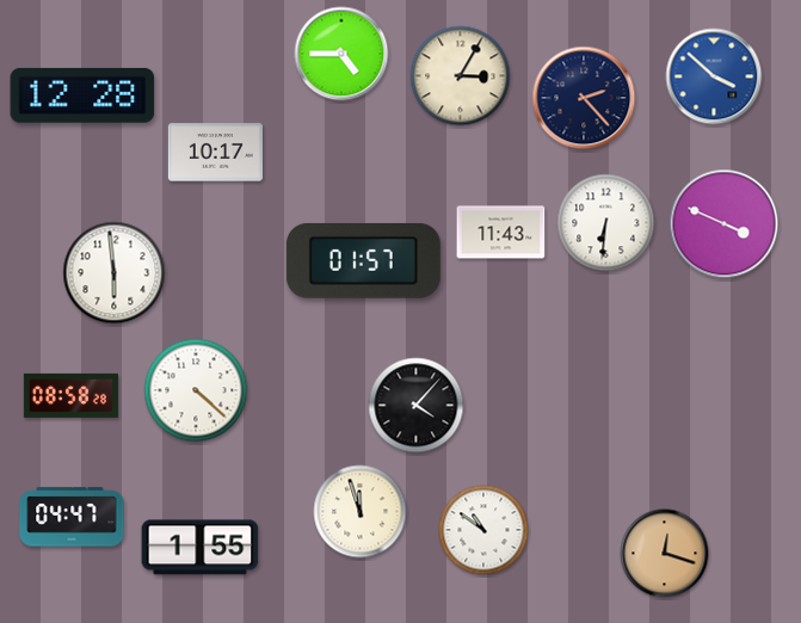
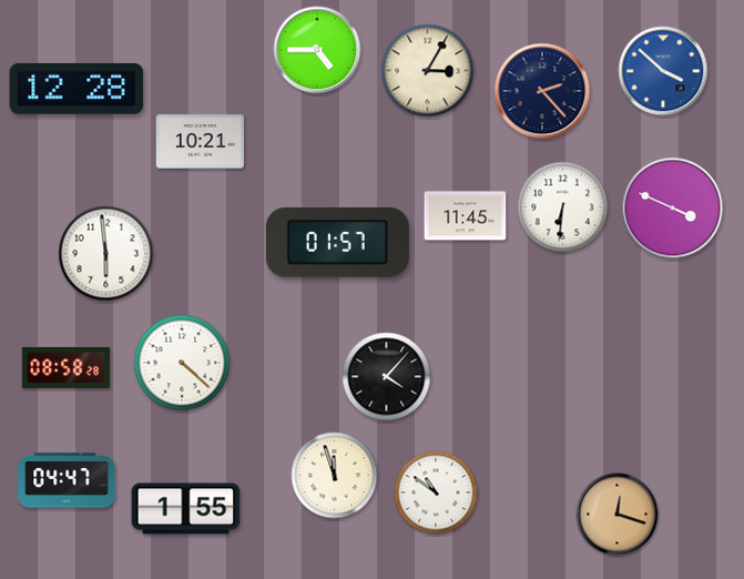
clock at (215, 153): 10:17 -> 10:21
clock at (501, 233): 11:43 -> 11:45
clock at (483, 530) position: (483, 530) -> (436, 492)
